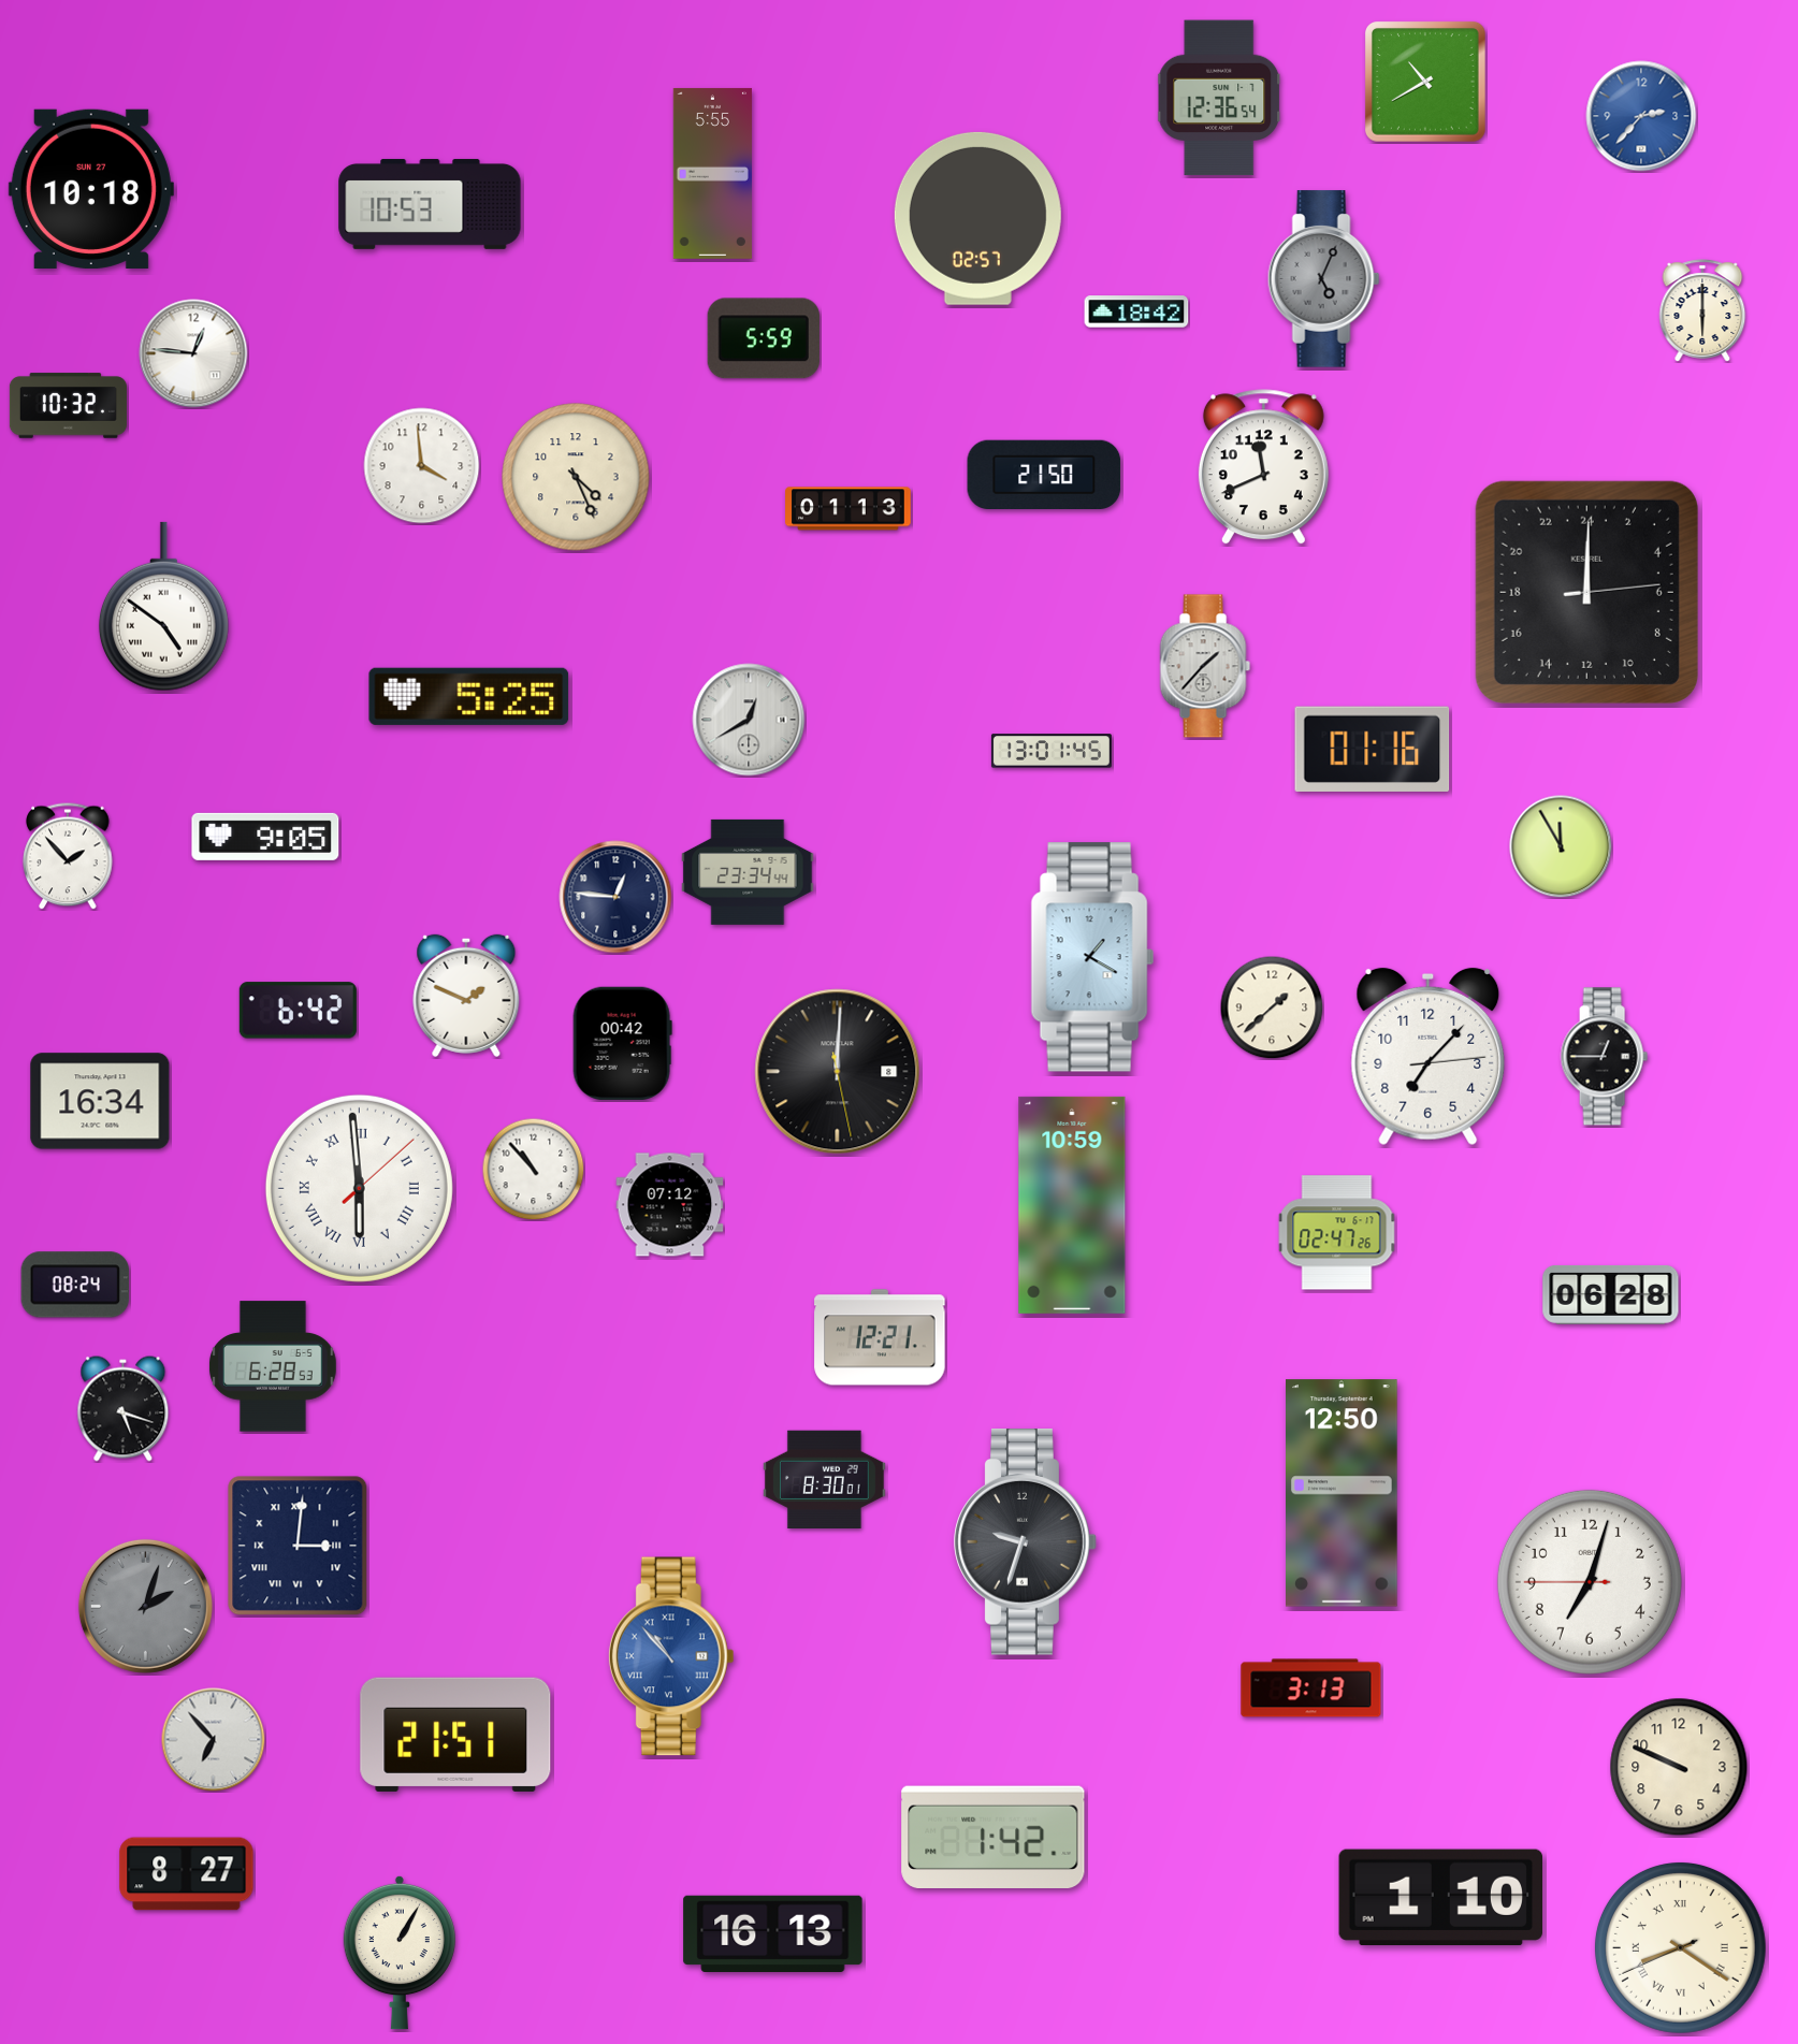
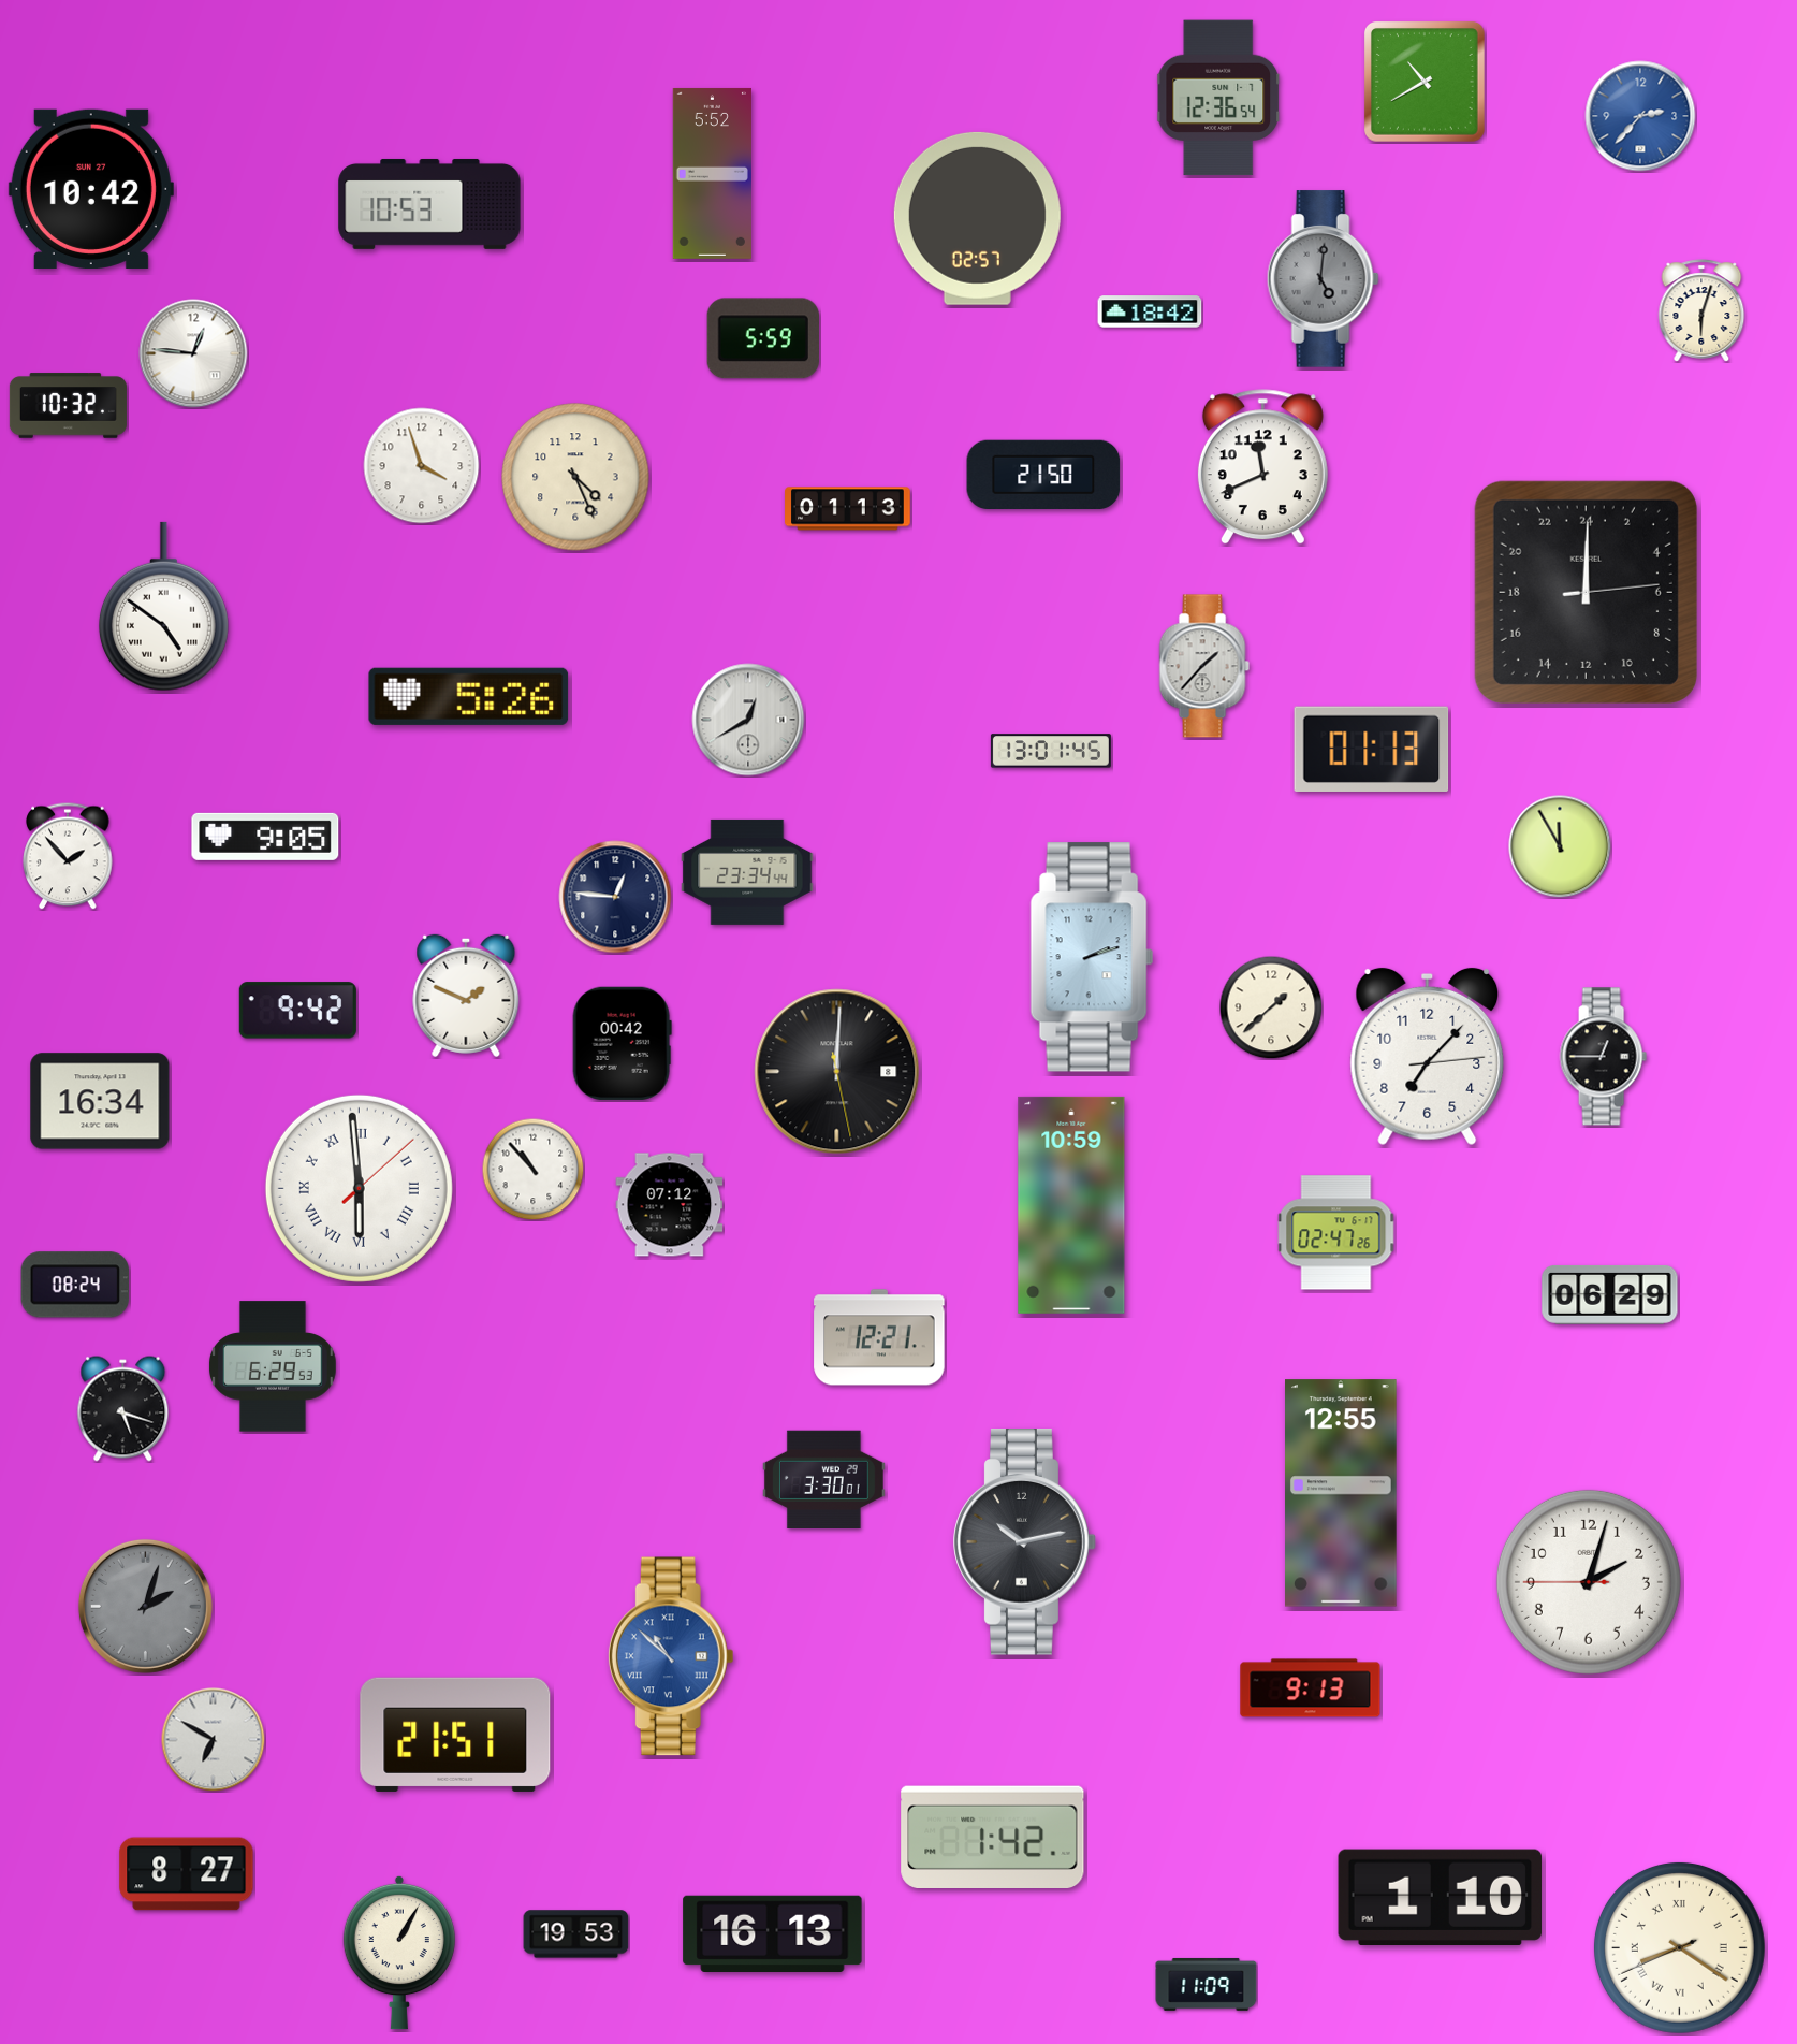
clock at (712, 173): 5:55 -> 5:52
clock at (91, 189): 10:18 -> 10:42
clock at (1323, 279): 5:04 -> 5:01
clock at (1702, 310): 6:00 -> 6:03
clock at (1136, 311) position: (1136, 311) -> (1150, 311)
clock at (422, 466): 3:59 -> 3:57
clock at (469, 696): 5:25 -> 5:26
clock at (1373, 749): 01:16 -> 01:13
clock at (1092, 957): 1:20 -> 2:12
clock at (298, 1011): 6:42 -> 9:42
clock at (1611, 1295): 06:28 -> 06:29
clock at (273, 1366): 6:28 -> 6:29
clock at (824, 1479): 8:30 -> 3:30
clock at (1343, 1493): 12:50 -> 12:55
clock at (1026, 1542): 9:33 -> 10:13
clock at (298, 1546): 3:01 -> none
clock at (1590, 1582): 7:02 -> 2:02
clock at (671, 1656): 10:53 -> 10:52
clock at (1311, 1688): 3:13 -> 9:13
clock at (214, 1740): 6:53 -> 6:50
clock at (1679, 1767): 9:49 -> none
clock at (576, 1934): none -> 19:53
clock at (1207, 1984): none -> 11:09
